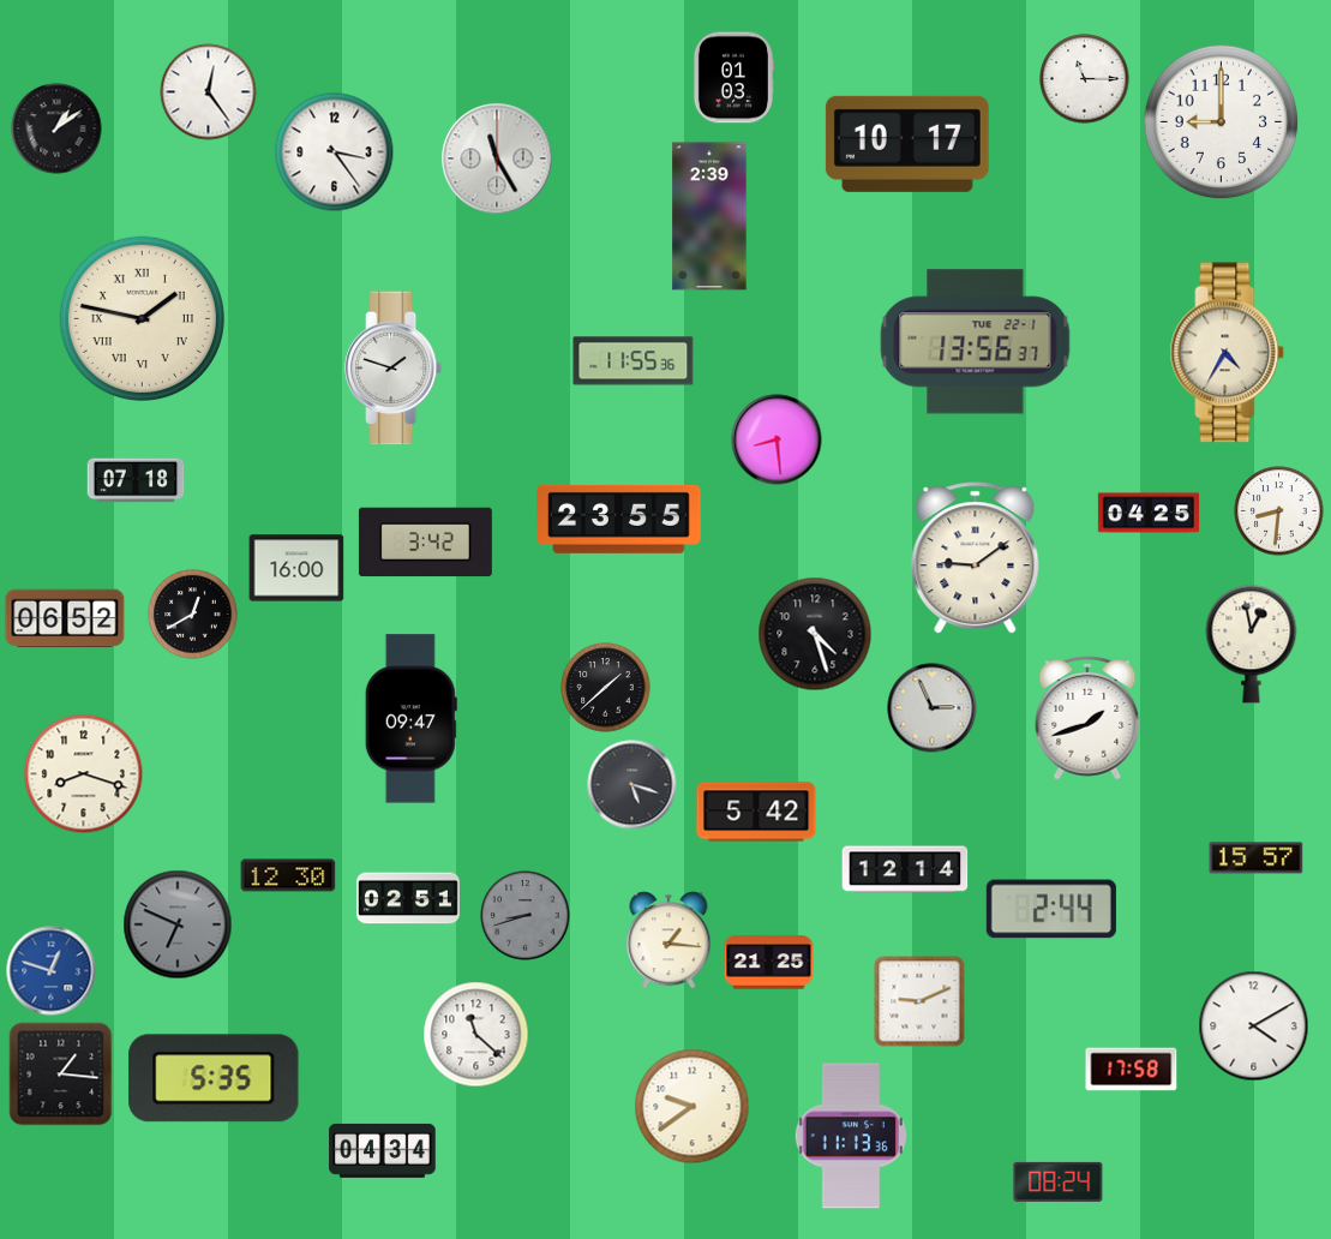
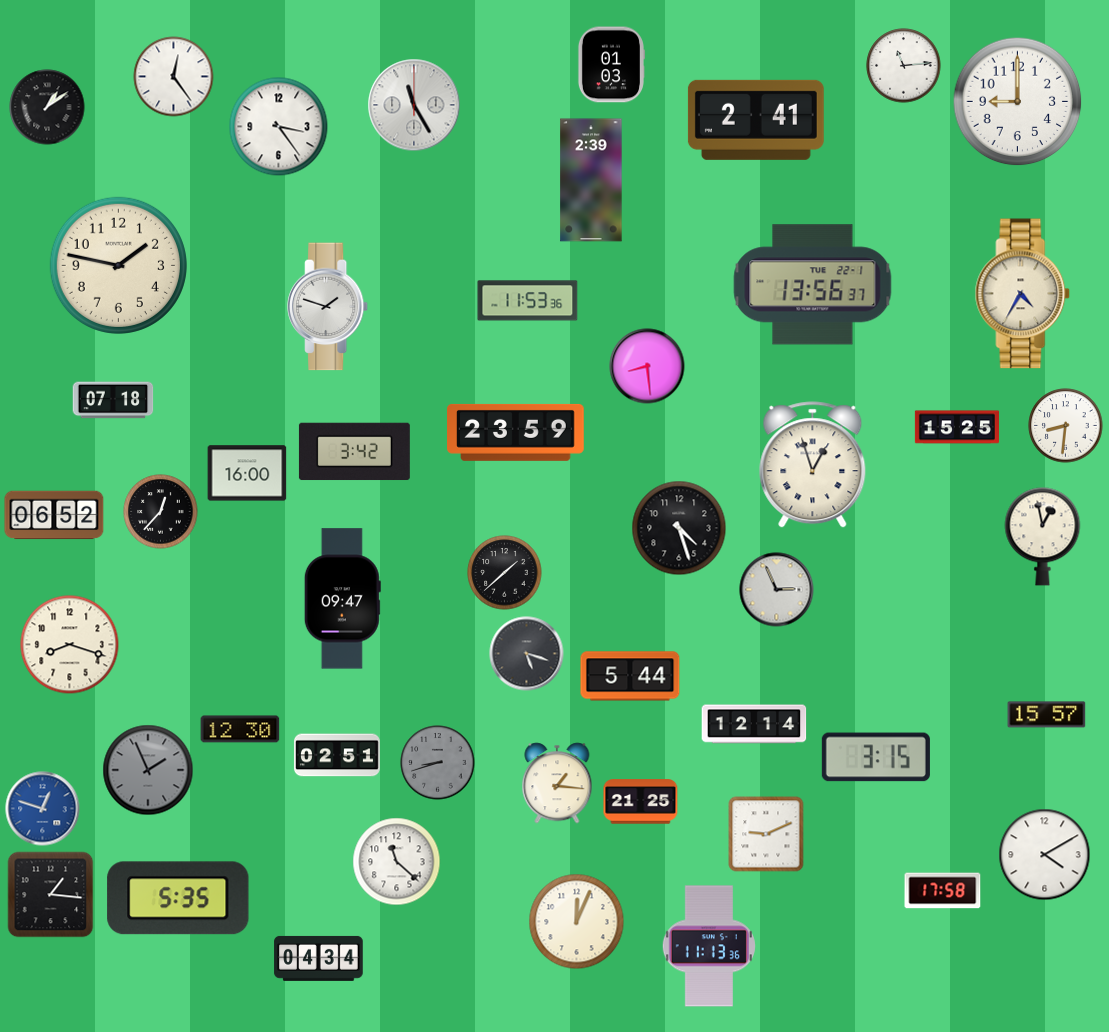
clock at (1085, 79): 11:15 -> 11:14
clock at (907, 144): 10:17 -> 2:41
clock at (497, 158) position: (497, 158) -> (414, 105)
clock at (142, 318) numerals: Roman -> Arabic
clock at (634, 361): 11:55 -> 11:53
clock at (1149, 513): 04:25 -> 15:25
clock at (619, 519): 23:55 -> 23:59
clock at (976, 558): 9:09 -> 12:57
clock at (193, 615): 12:40 -> 12:37
clock at (1087, 718): 1:42 -> none
clock at (756, 812): 5:42 -> 5:44
clock at (408, 898) position: (408, 898) -> (337, 755)
clock at (1051, 909): 2:44 -> 3:15
clock at (178, 924): 6:49 -> 1:56
clock at (693, 1107): 9:39 -> 12:04
clock at (1059, 1181): 08:24 -> none
